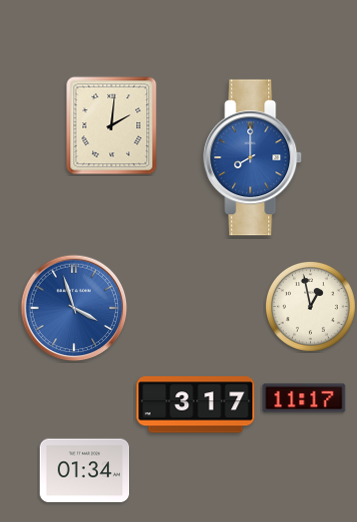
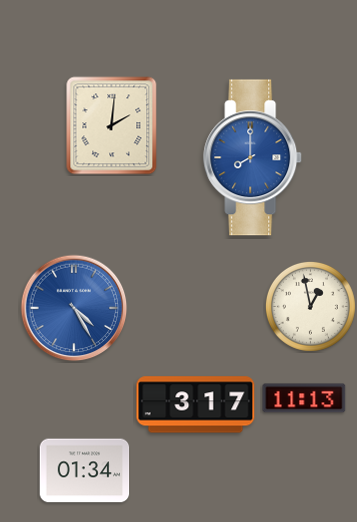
clock at (74, 308): 3:57 -> 4:25
clock at (304, 398): 11:17 -> 11:13
